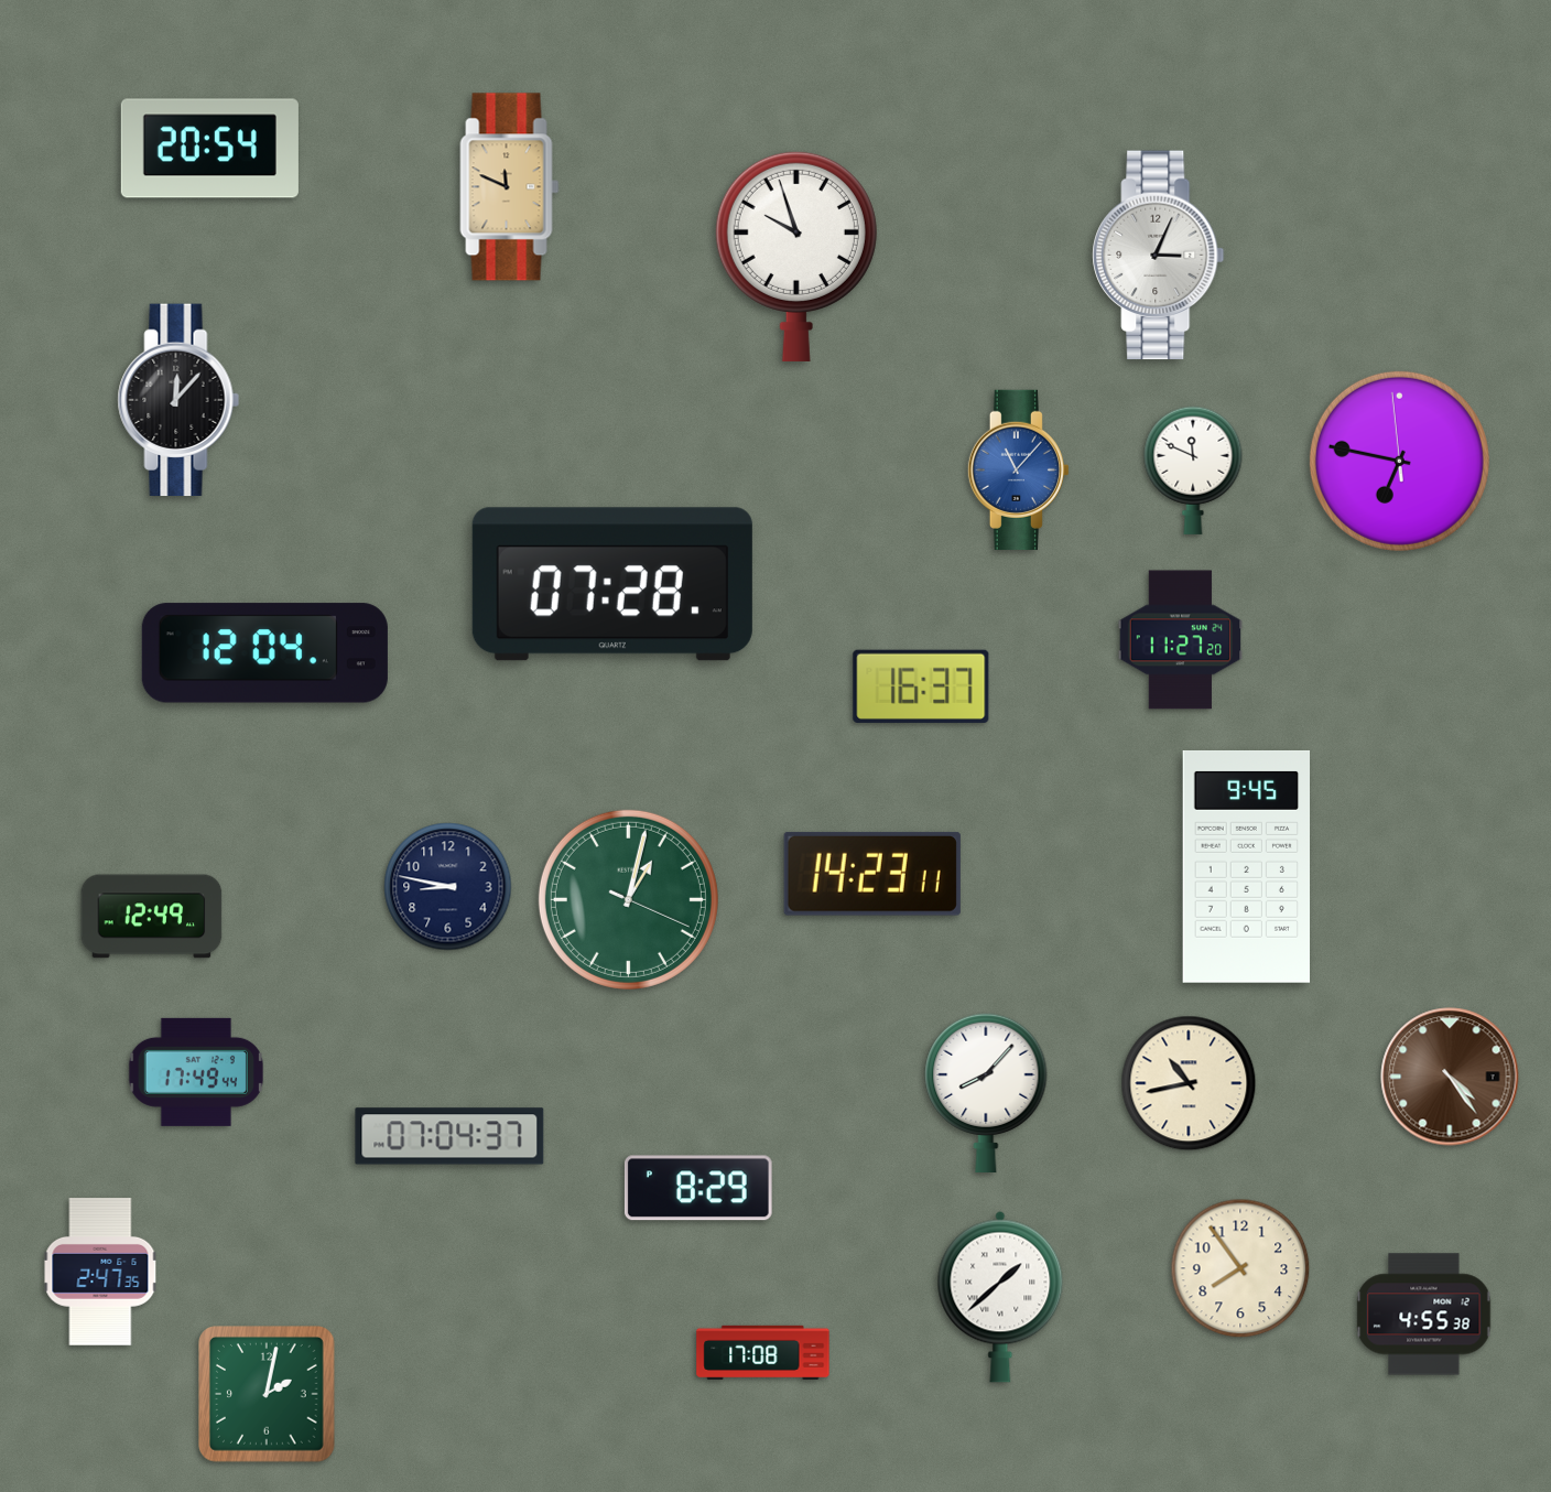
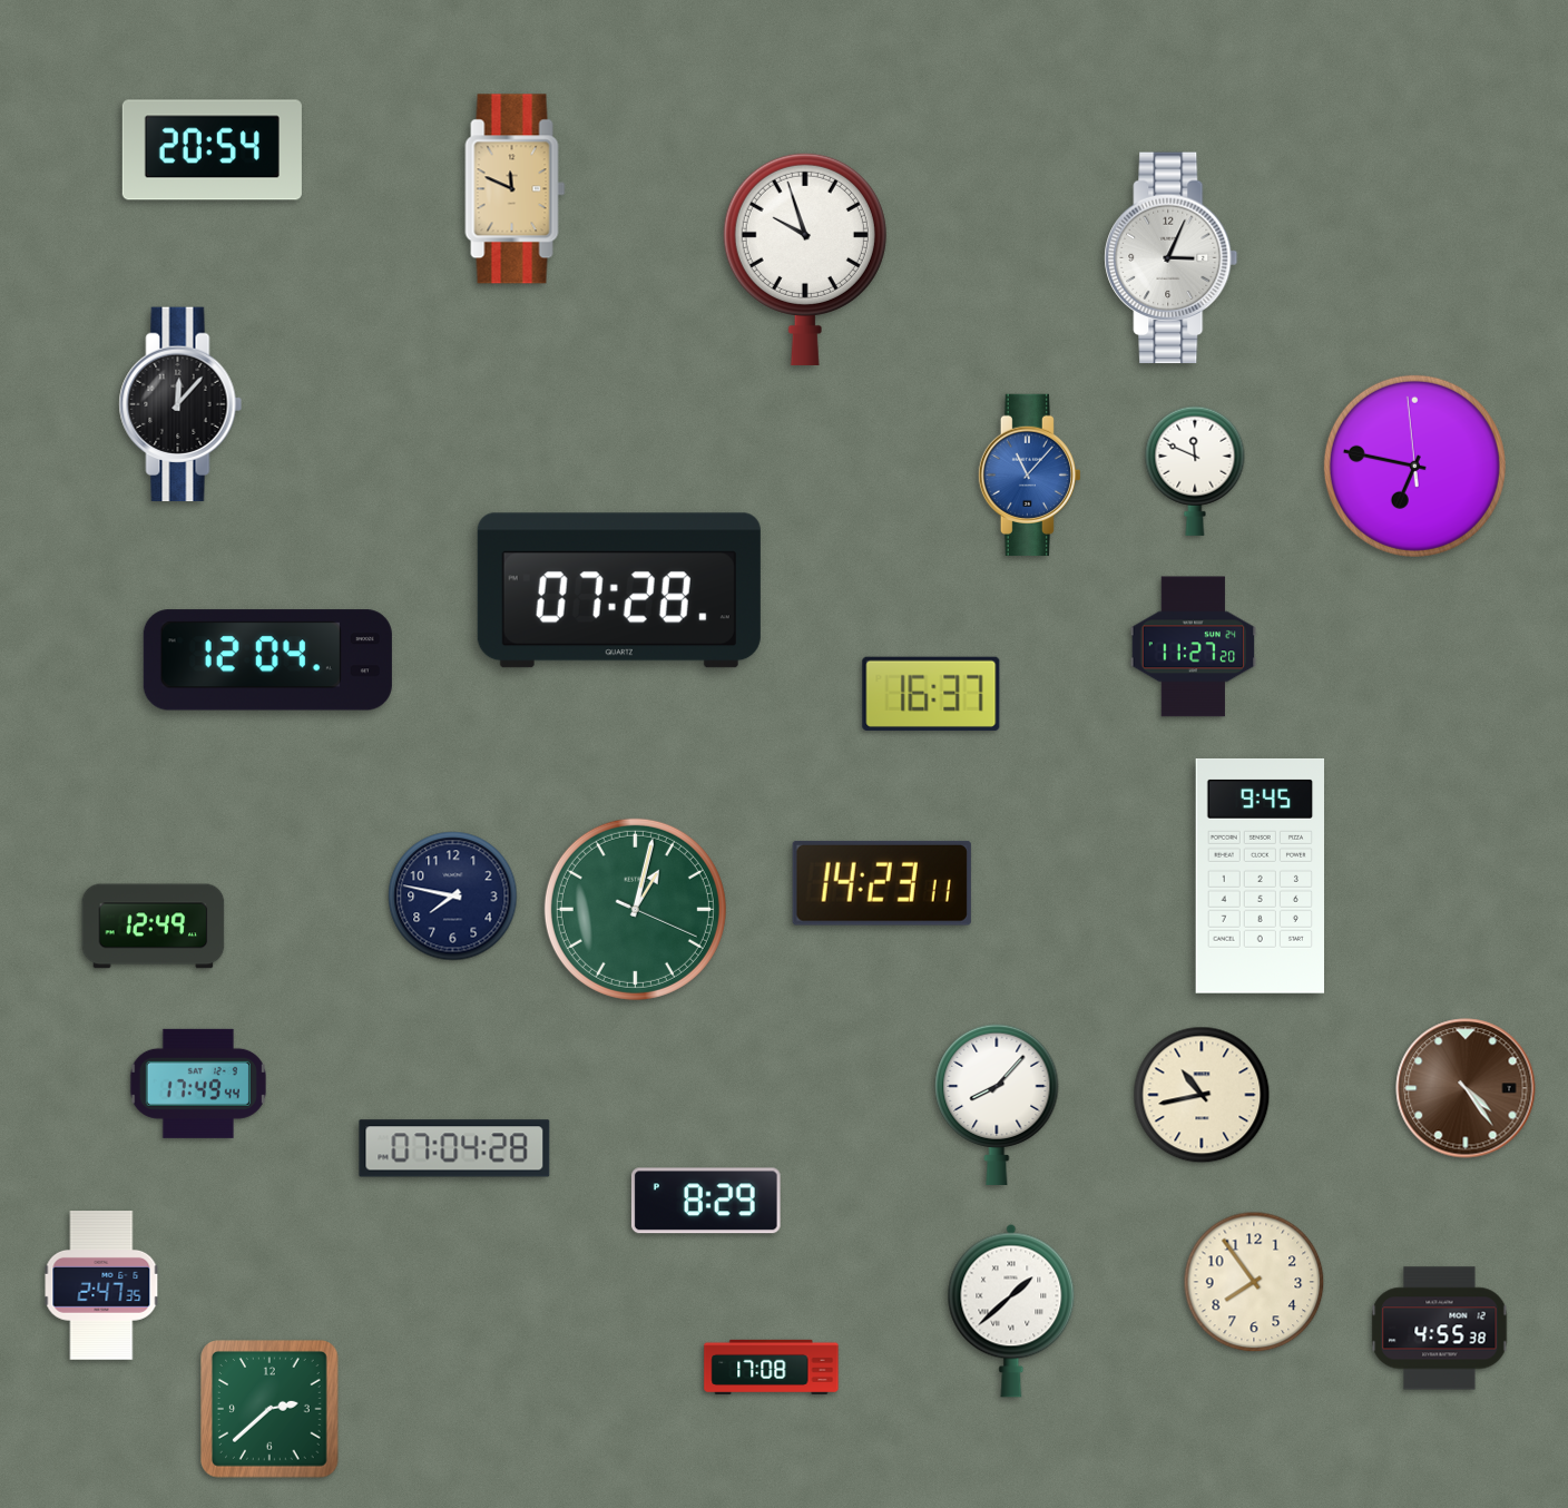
clock at (1193, 471) position: (1193, 471) -> (1195, 471)
clock at (448, 887): 8:47 -> 7:47
clock at (449, 1136): 07:04:37 -> 07:04:28
clock at (268, 1395): 2:02 -> 2:38
